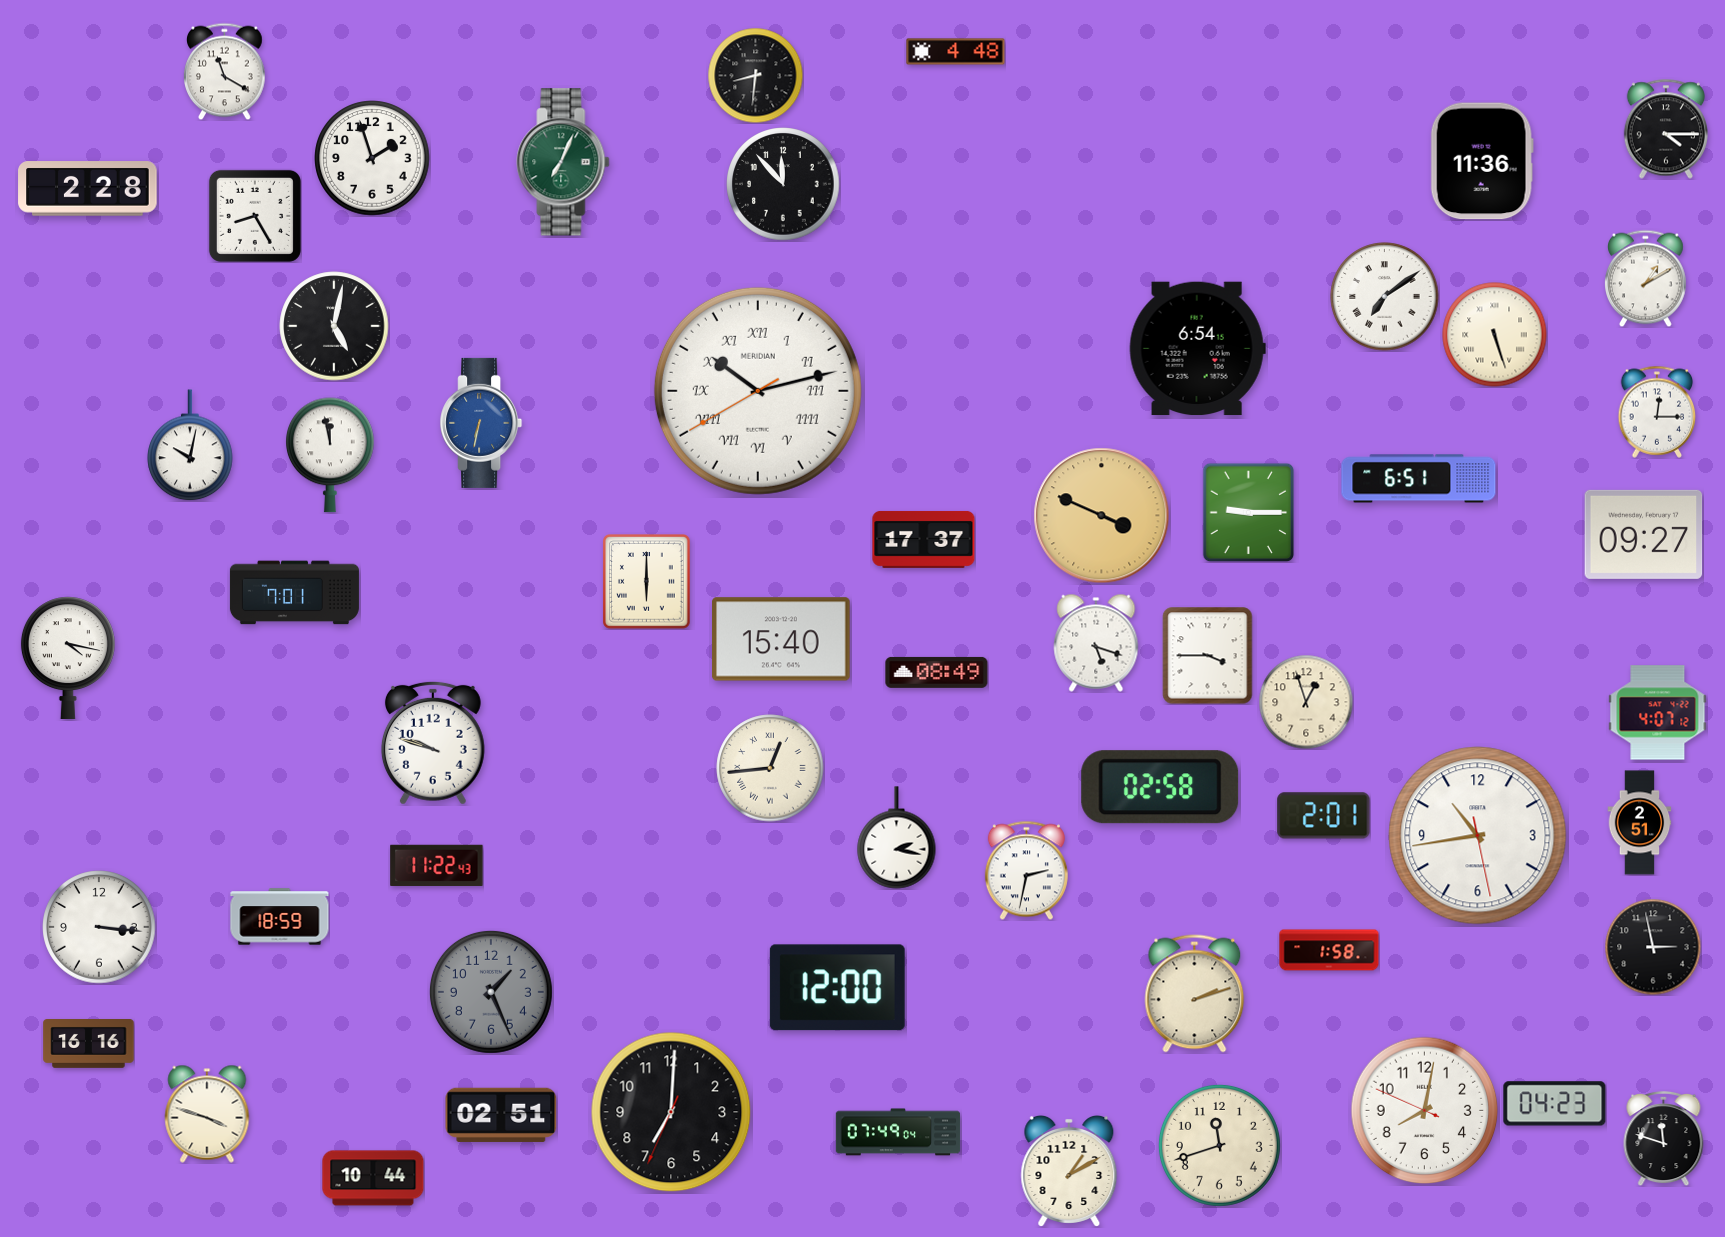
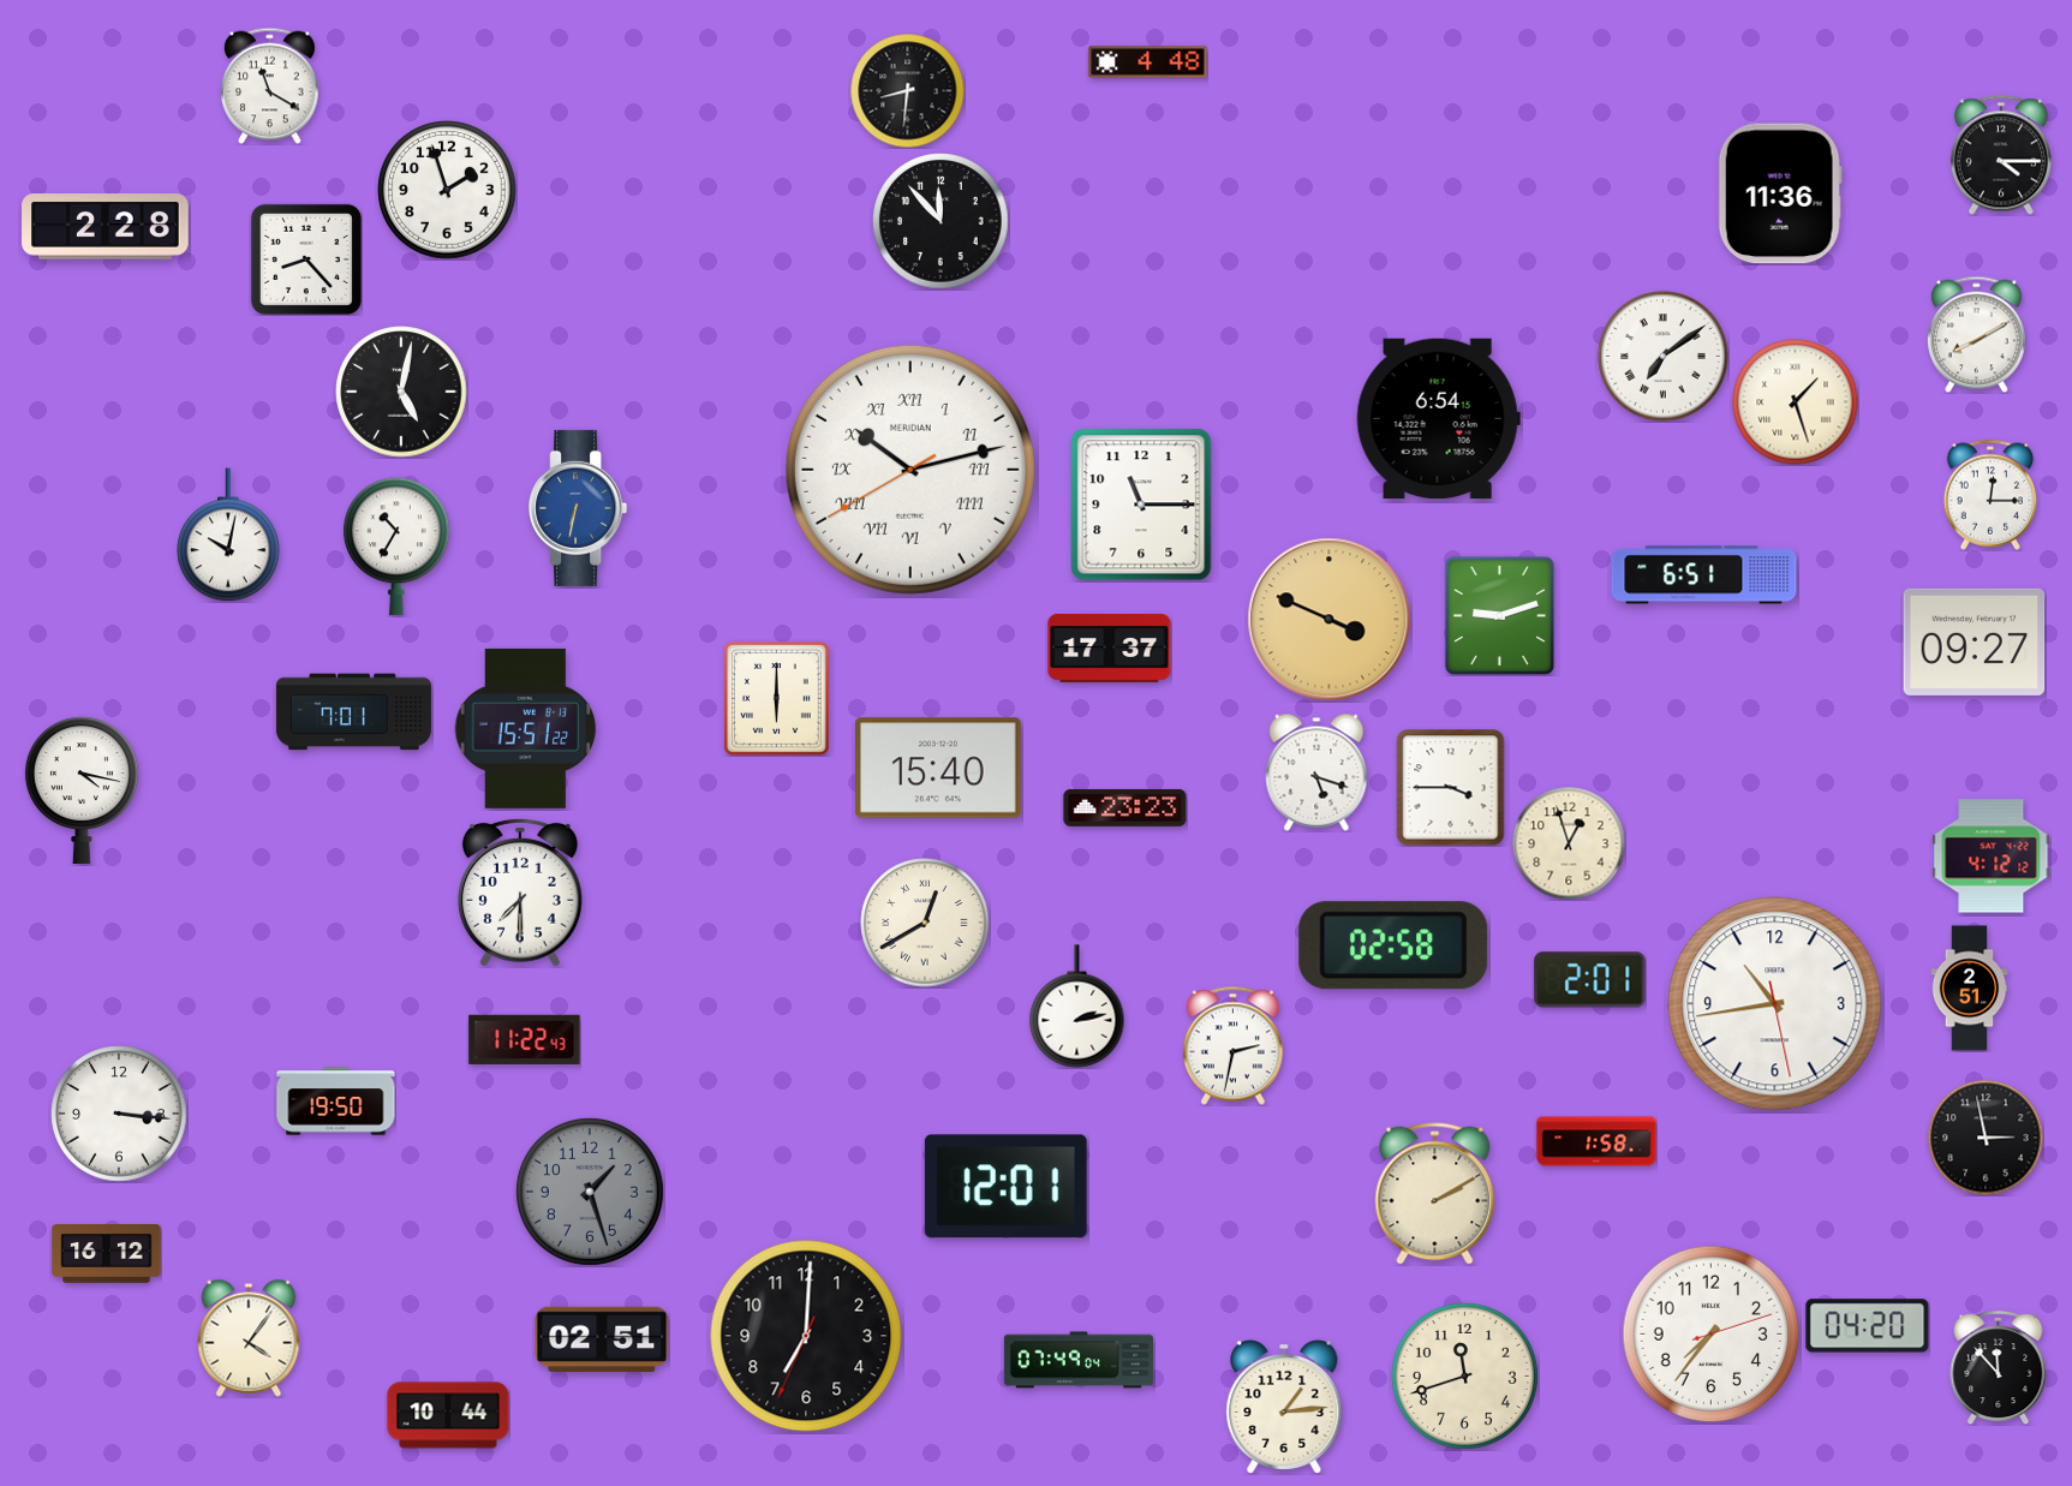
clock at (563, 162): 7:04 -> none
clock at (255, 216): 8:25 -> 8:23
clock at (1646, 278): 1:10 -> 8:10
clock at (1495, 335): 5:27 -> 1:27
clock at (1141, 505): none -> 11:15
clock at (331, 455): 11:58 -> 10:35
clock at (1249, 512): 9:15 -> 9:12
clock at (1102, 516) position: (1102, 516) -> (1330, 620)
clock at (526, 728): none -> 15:51
clock at (937, 672): 08:49 -> 23:23
clock at (1658, 713): 4:07 -> 4:12
clock at (433, 743): 9:48 -> 7:30
clock at (770, 768): 12:44 -> 12:40
clock at (897, 838): 2:17 -> 2:13
clock at (280, 917): 18:59 -> 19:50
clock at (837, 988): 12:00 -> 12:01
clock at (491, 992): 1:26 -> 1:27
clock at (1195, 994): 2:12 -> 2:10
clock at (89, 1044): 16:16 -> 16:12
clock at (1555, 1104): 04:23 -> 04:20
clock at (1425, 1111): 8:01 -> 7:36
clock at (207, 1114): 3:48 -> 4:06
clock at (1664, 1138): 11:48 -> 11:53
clock at (1069, 1171): 1:10 -> 1:14
